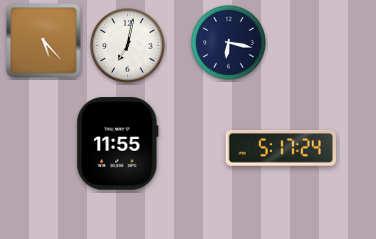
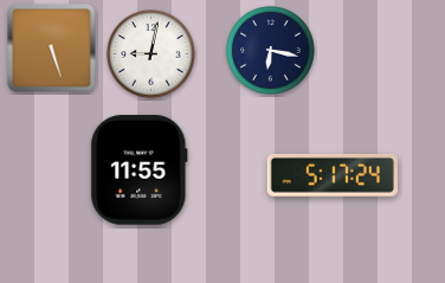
clock at (44, 41): 5:23 -> 5:27
clock at (128, 46): 7:02 -> 9:02
